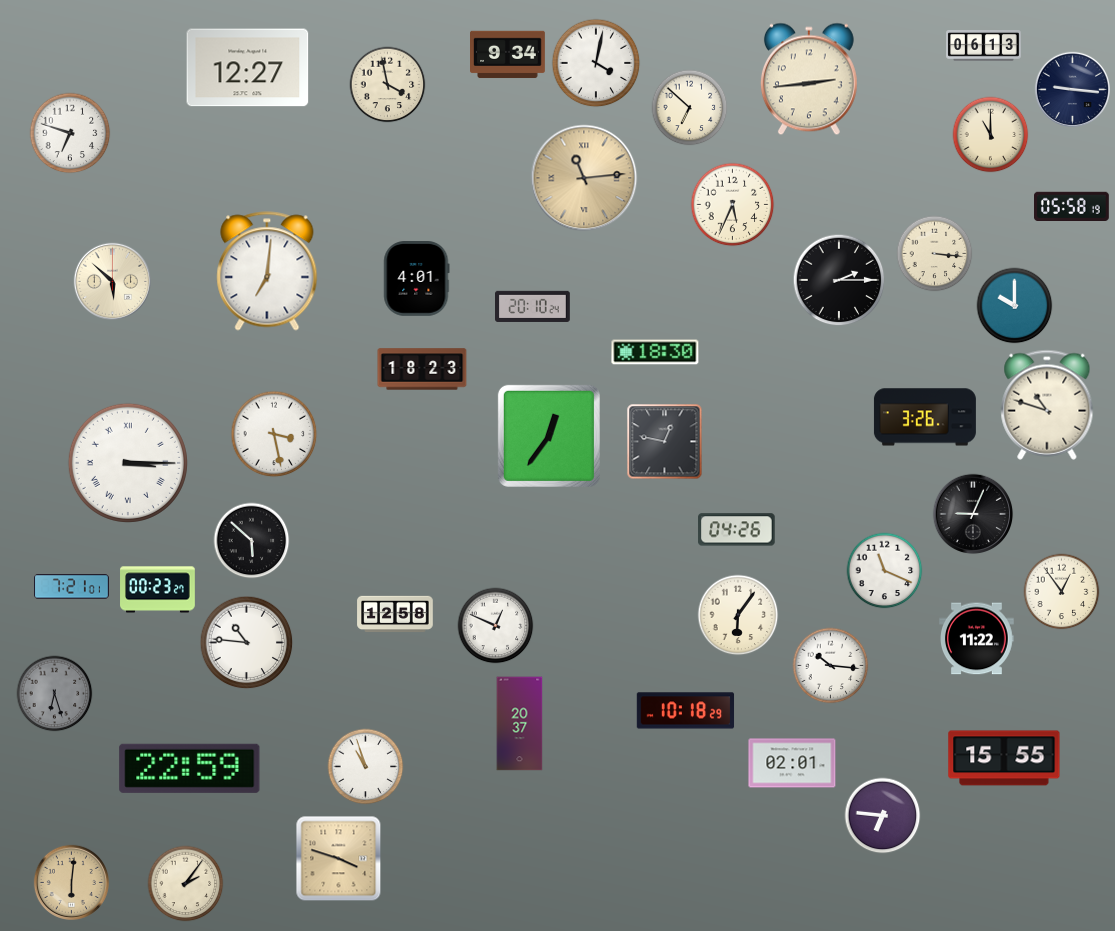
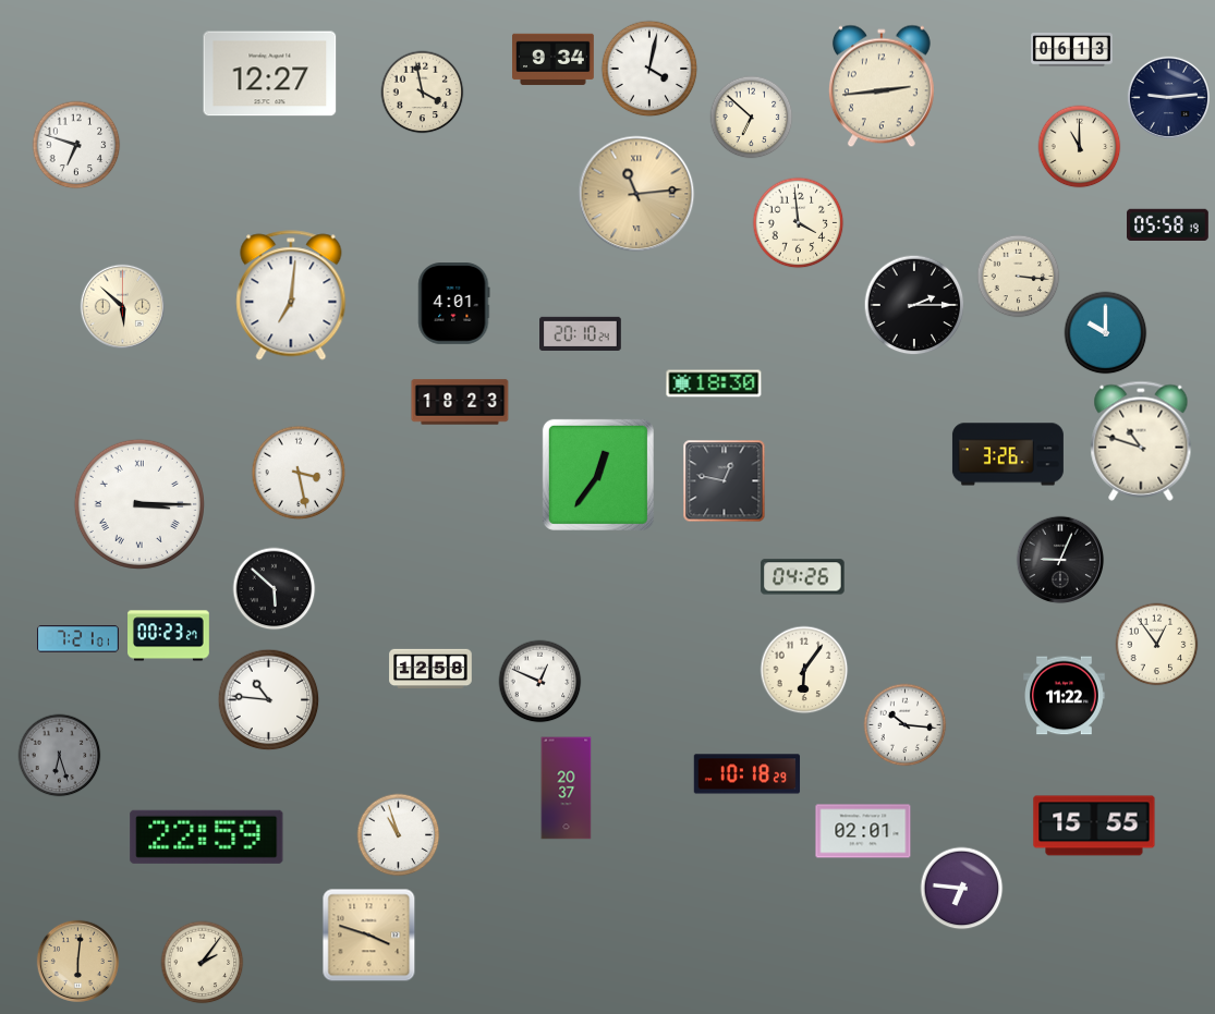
clock at (1072, 89): 9:16 -> 9:14
clock at (733, 205): 5:34 -> 3:59
clock at (885, 571): 11:19 -> none
clock at (158, 590) position: (158, 590) -> (169, 636)
